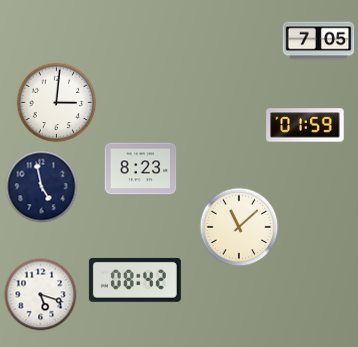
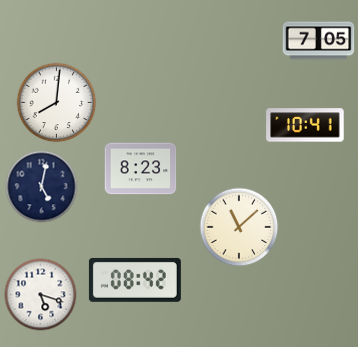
clock at (57, 103): 3:01 -> 8:01
clock at (305, 125): 01:59 -> 10:41
clock at (42, 187): 4:58 -> 5:02
